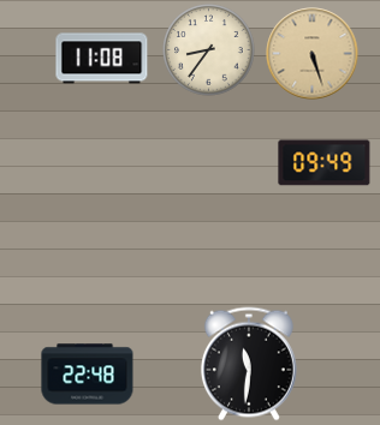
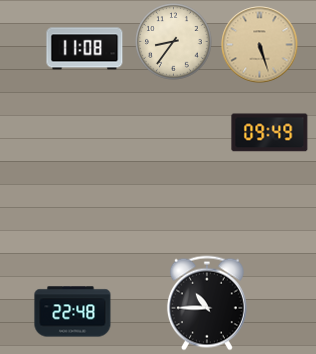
clock at (325, 163) position: (325, 163) -> (270, 133)
clock at (249, 364): 11:31 -> 10:45
